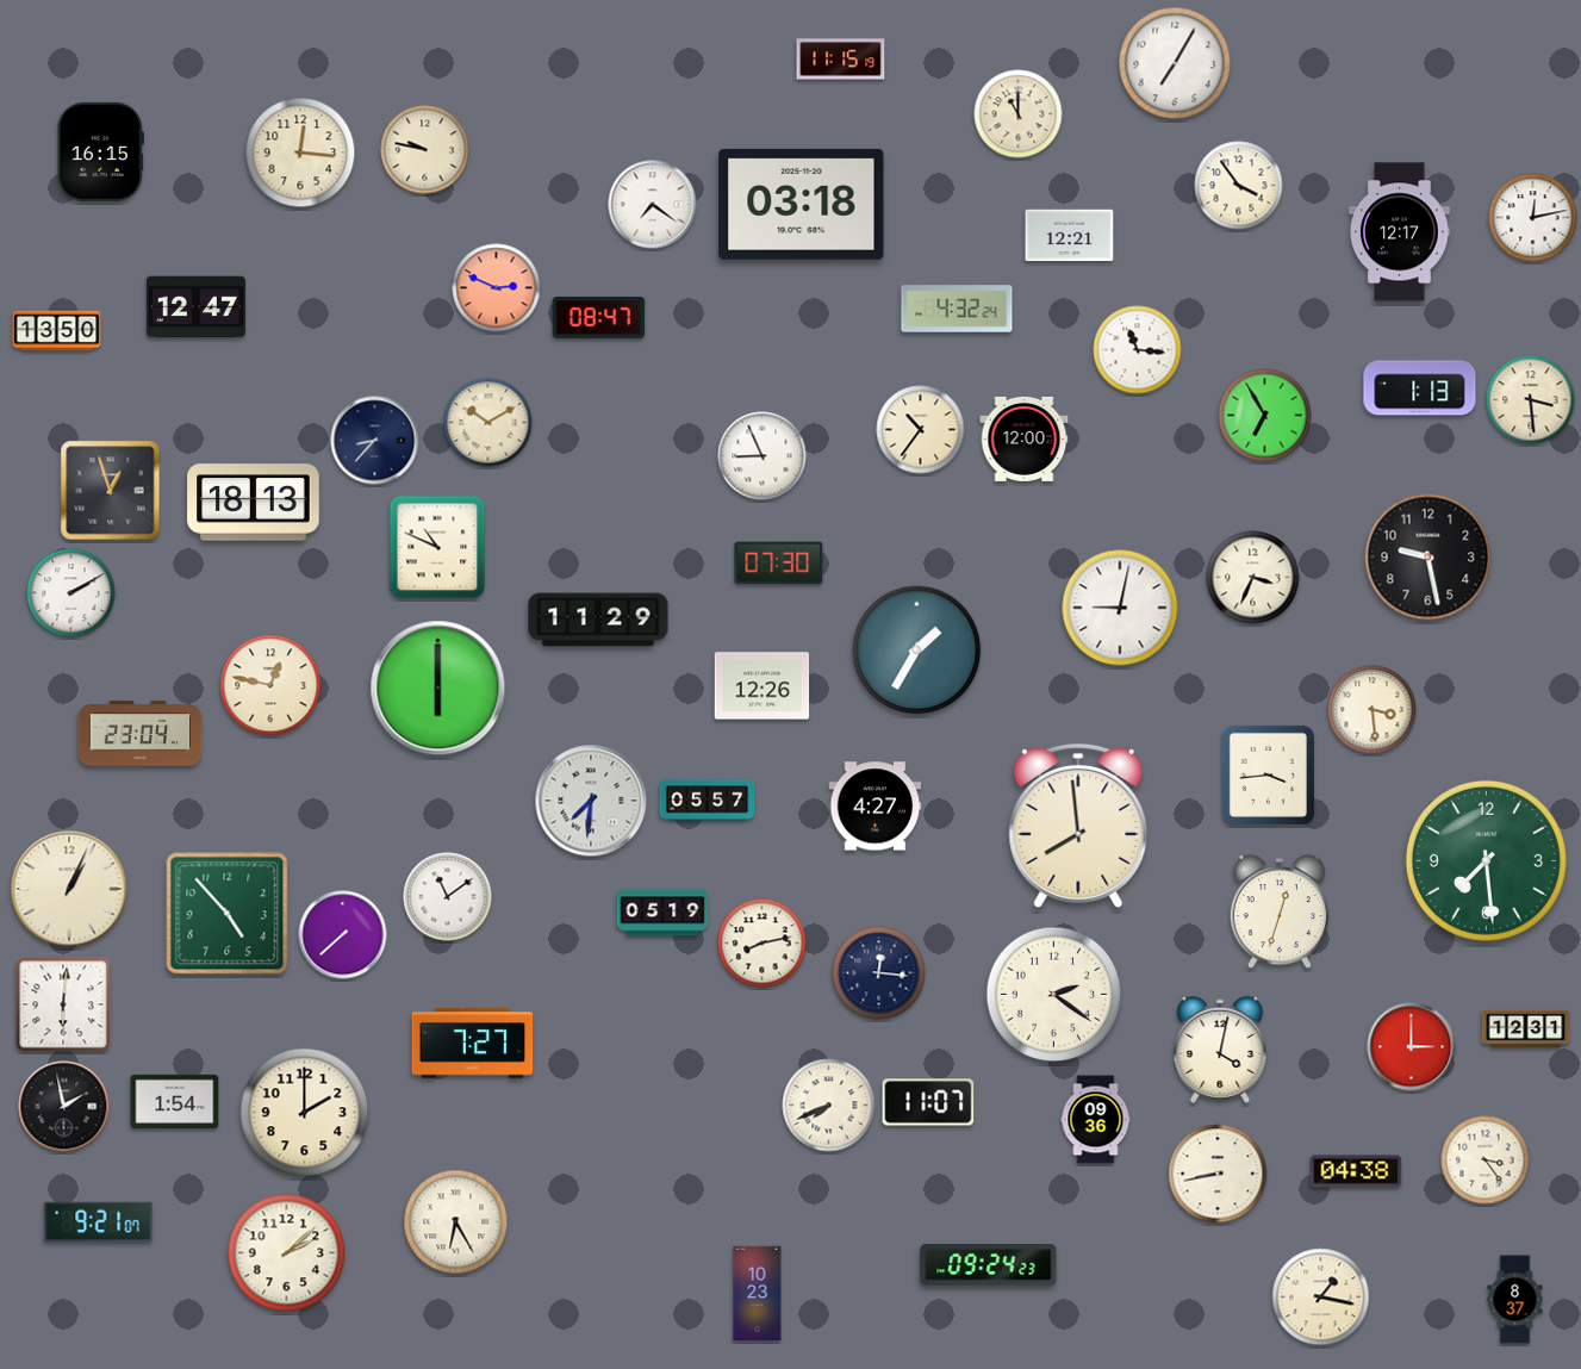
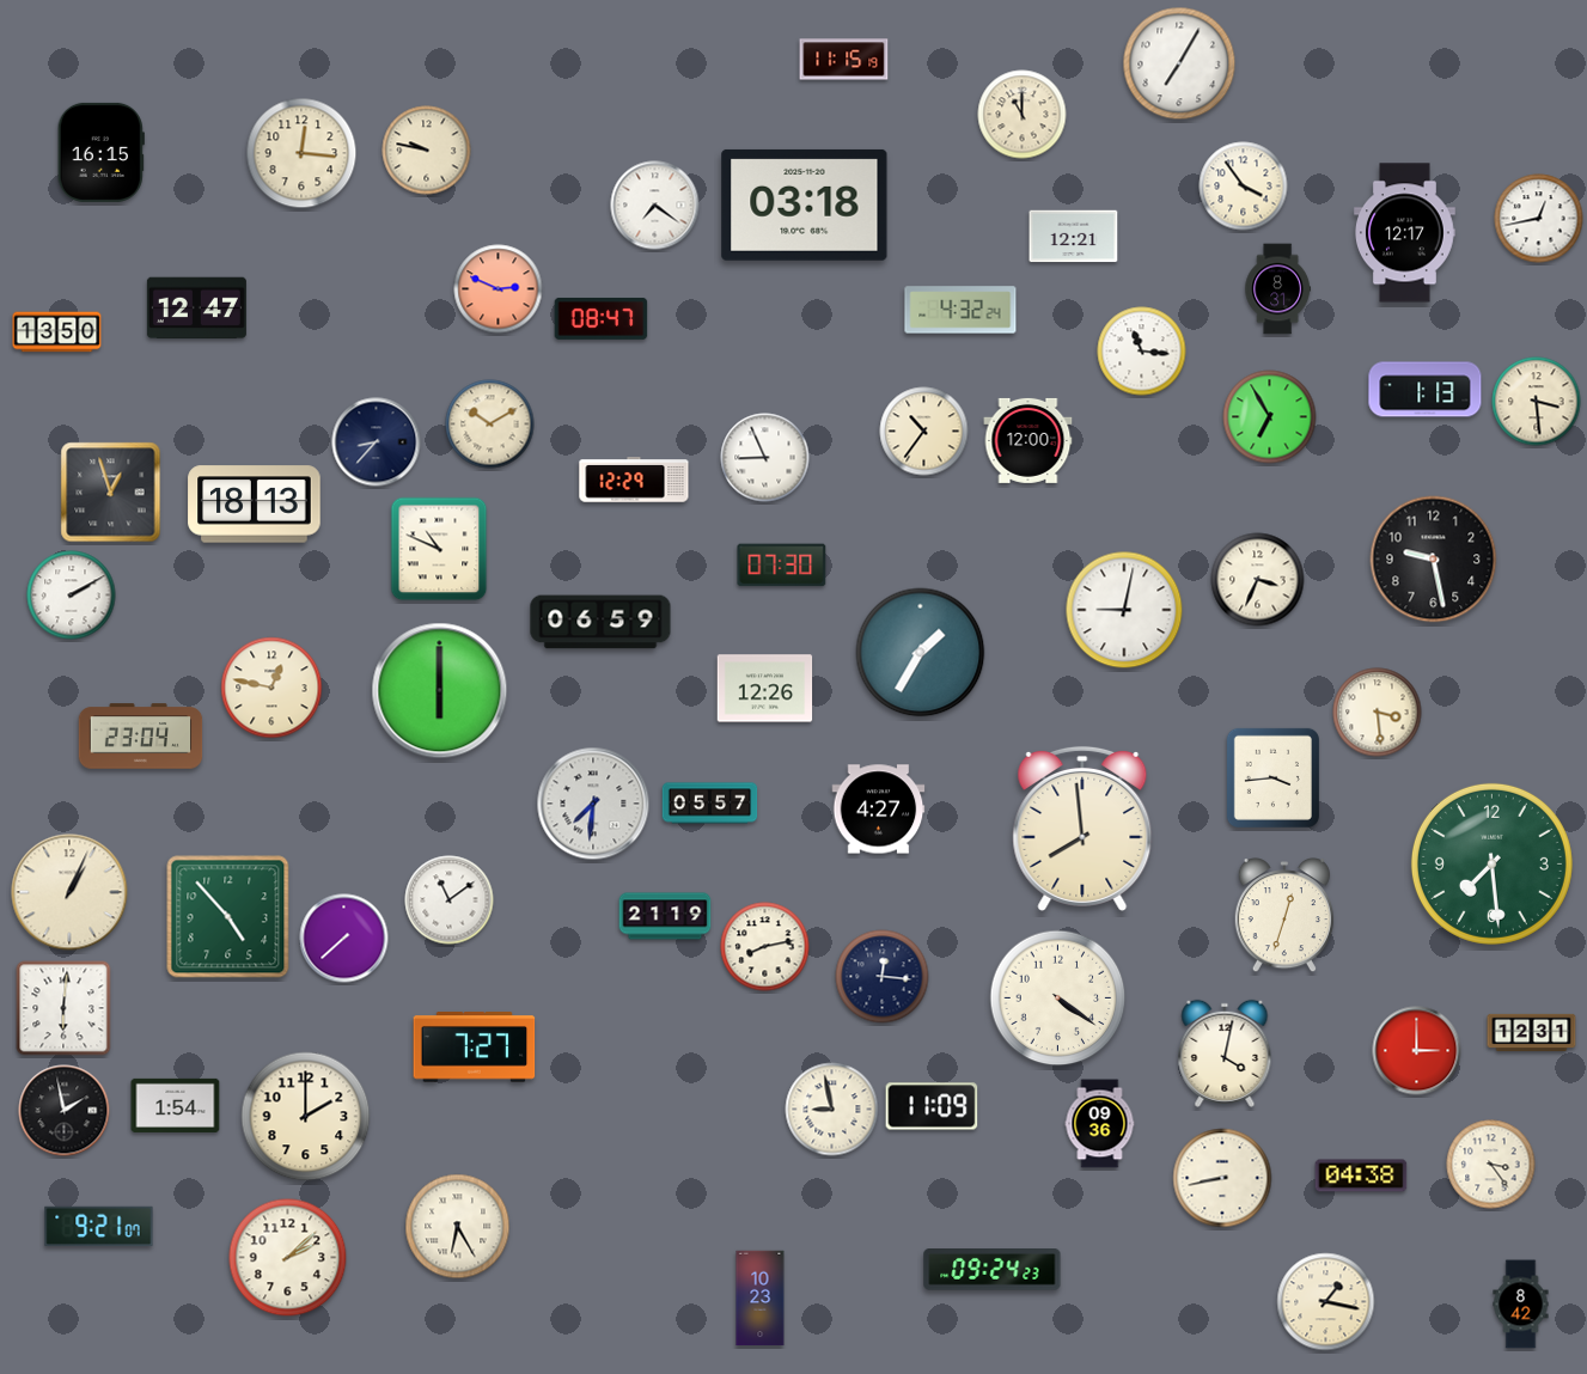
clock at (1533, 218): 12:13 -> 12:43
clock at (1277, 289): none -> 8:31
clock at (634, 480): none -> 12:29
clock at (598, 620): 11:29 -> 06:59
clock at (662, 913): 05:19 -> 21:19
clock at (1054, 995): 2:21 -> 4:21
clock at (928, 1102): 11:07 -> 11:09
clock at (829, 1106): 7:41 -> 8:58
clock at (1515, 1300): 8:37 -> 8:42
